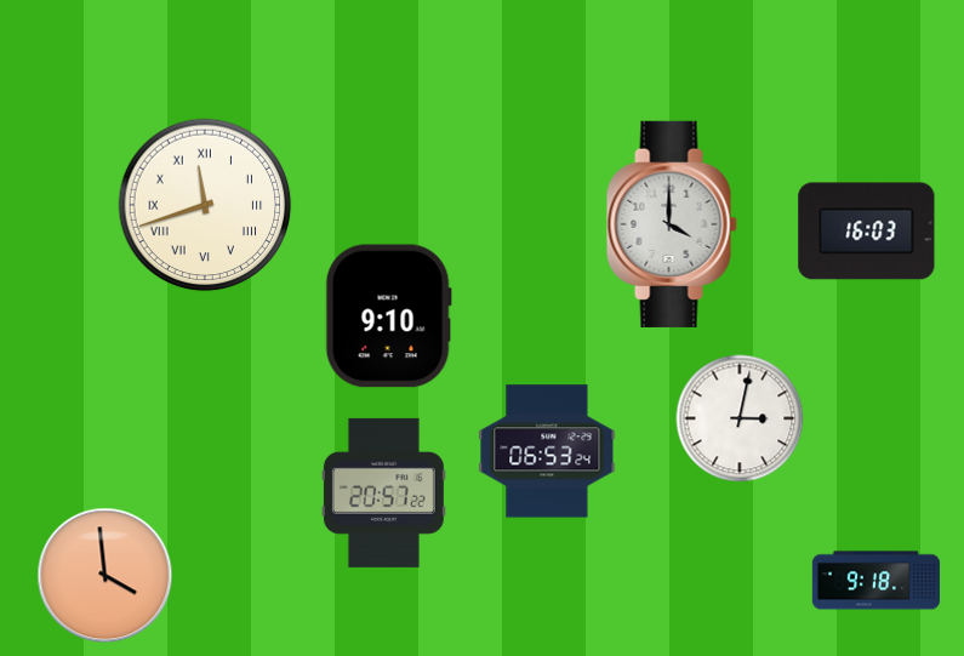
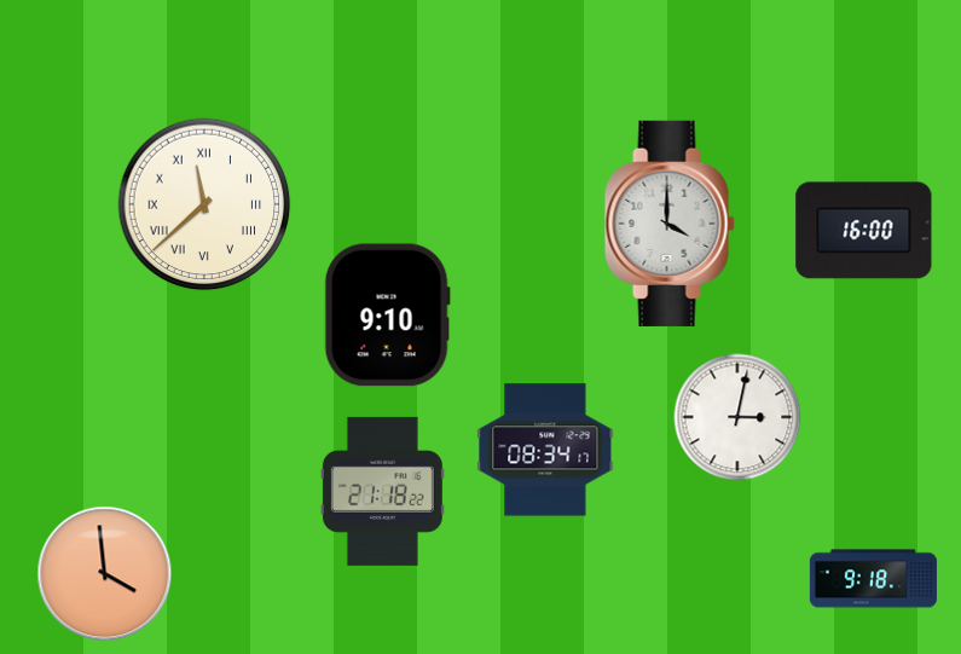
clock at (205, 205): 11:42 -> 11:38
clock at (867, 232): 16:03 -> 16:00
clock at (547, 451): 06:53 -> 08:34
clock at (383, 492): 20:57 -> 21:18
